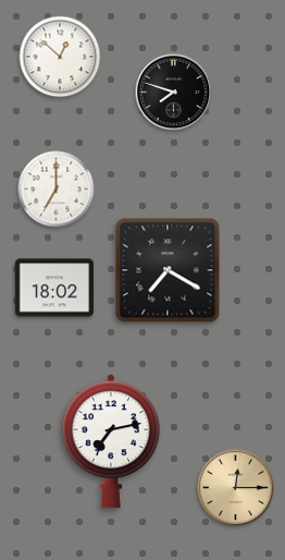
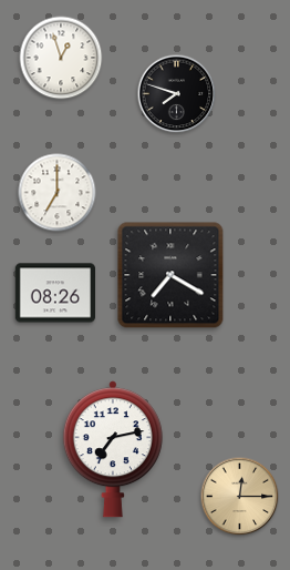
clock at (60, 57): 12:52 -> 12:57
clock at (53, 288): 18:02 -> 08:26
